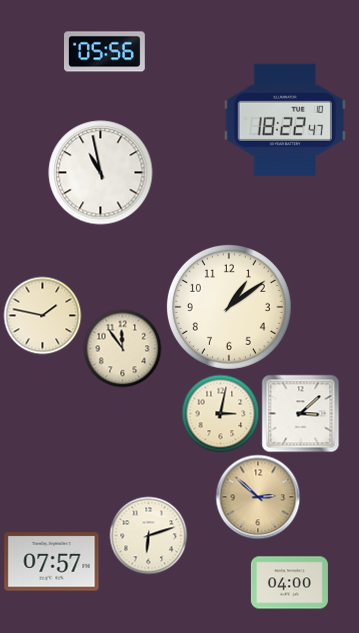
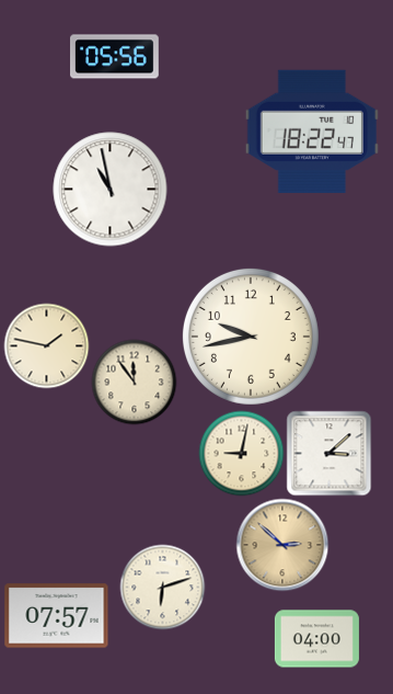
clock at (229, 307): 1:09 -> 9:43
clock at (220, 413): 3:02 -> 9:02
